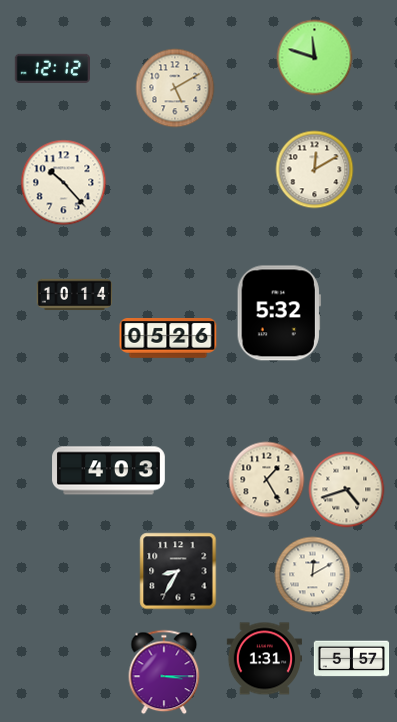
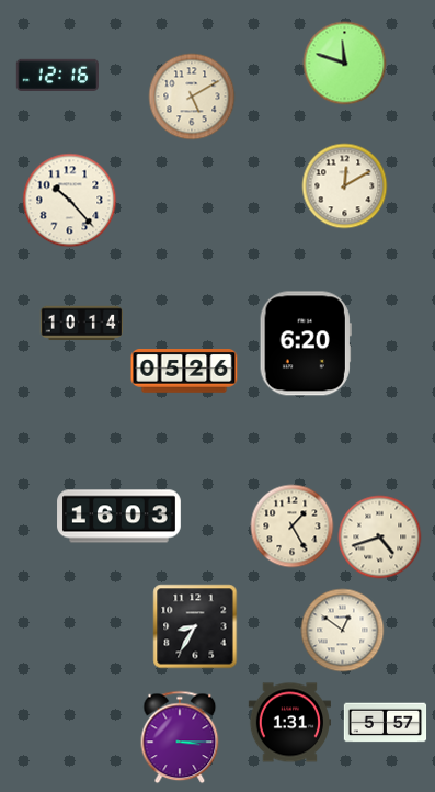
clock at (52, 69): 12:12 -> 12:16
clock at (279, 313): 5:32 -> 6:20
clock at (109, 471): 4:03 -> 16:03
clock at (313, 575): 12:10 -> 12:51
